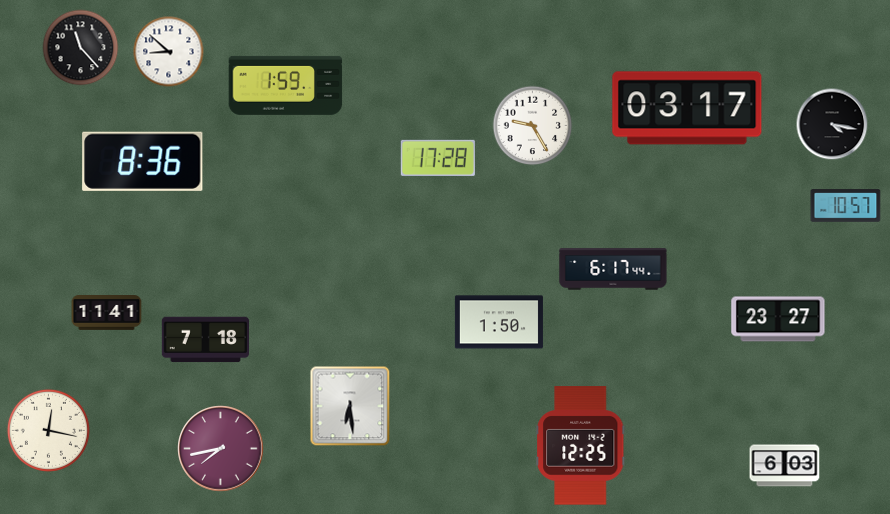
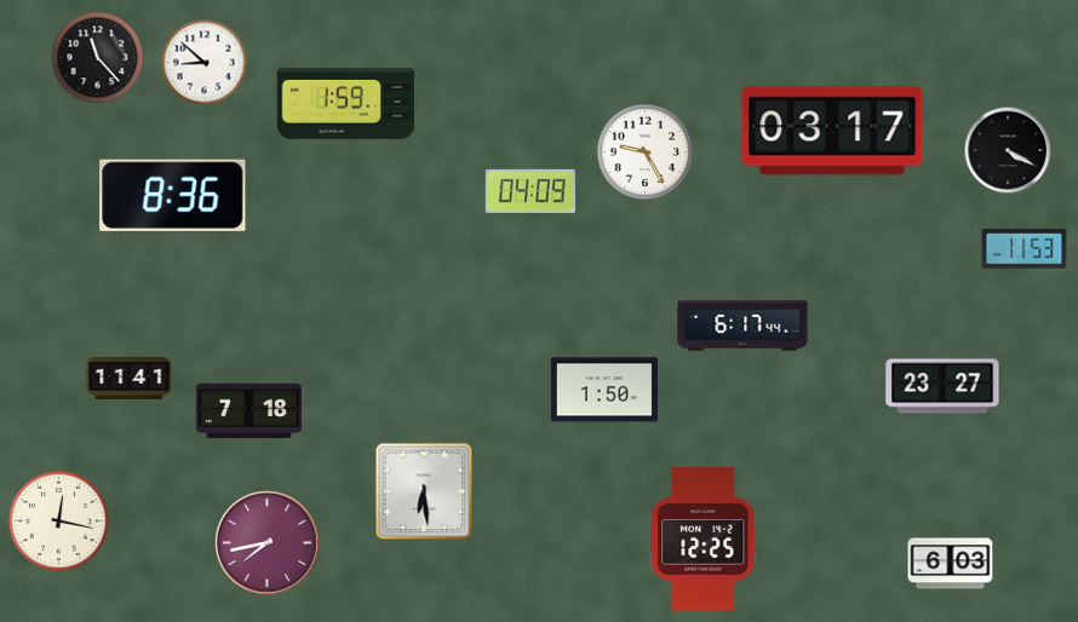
clock at (832, 124): 4:17 -> 4:20
clock at (438, 158): 17:28 -> 04:09
clock at (846, 206): 10:57 -> 11:53
